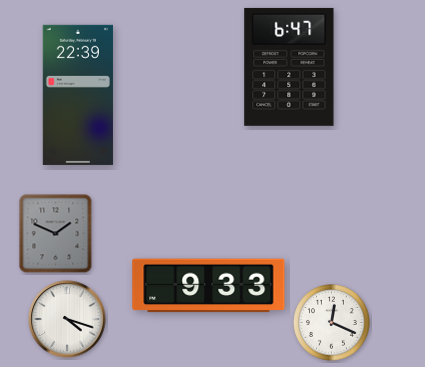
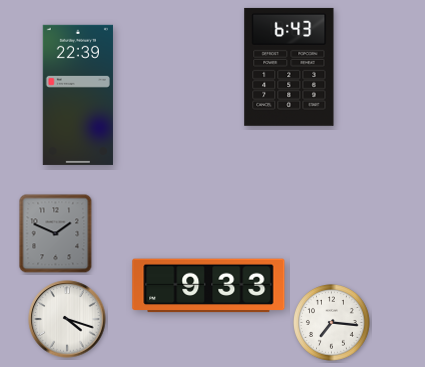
clock at (289, 67): 6:47 -> 6:43
clock at (332, 323): 12:19 -> 7:16
